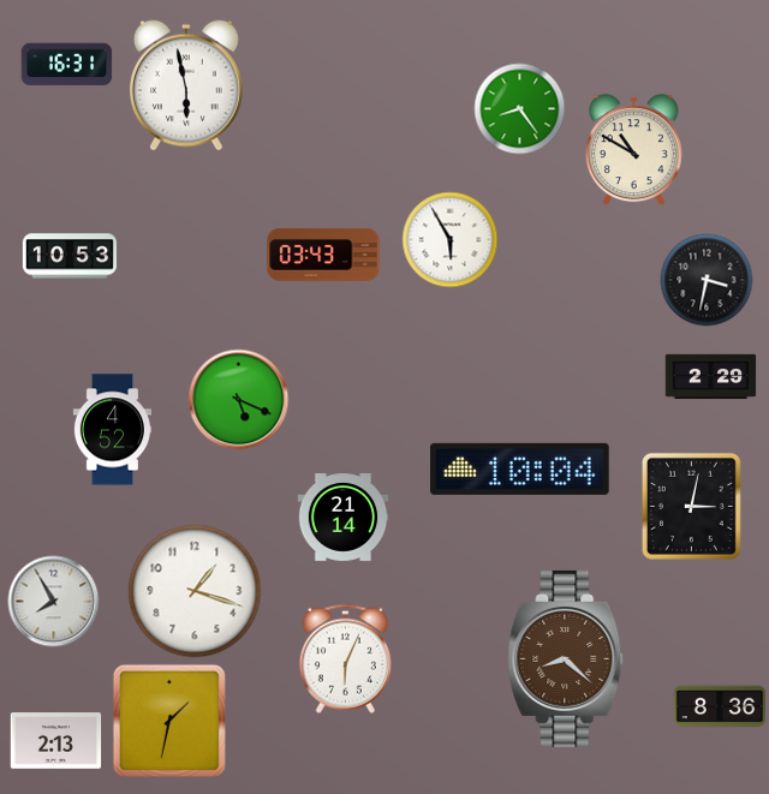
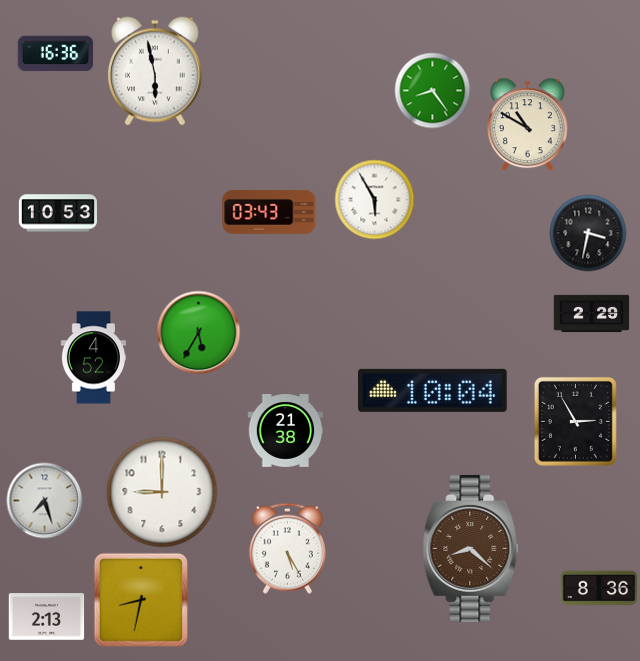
clock at (67, 65): 16:31 -> 16:36
clock at (239, 400): 5:19 -> 5:35
clock at (691, 506): 3:02 -> 2:55
clock at (344, 518): 21:14 -> 21:38
clock at (195, 591): 1:18 -> 9:00
clock at (54, 602): 7:55 -> 7:27
clock at (345, 658): 6:04 -> 5:25
clock at (169, 721): 1:32 -> 8:32
